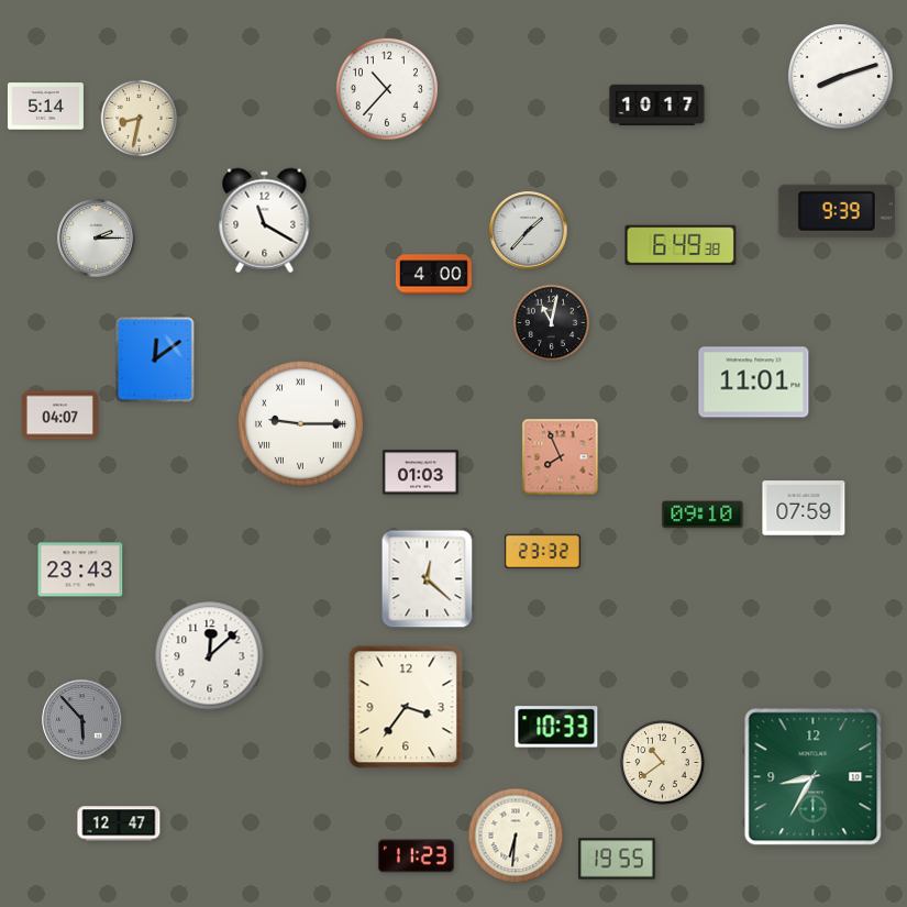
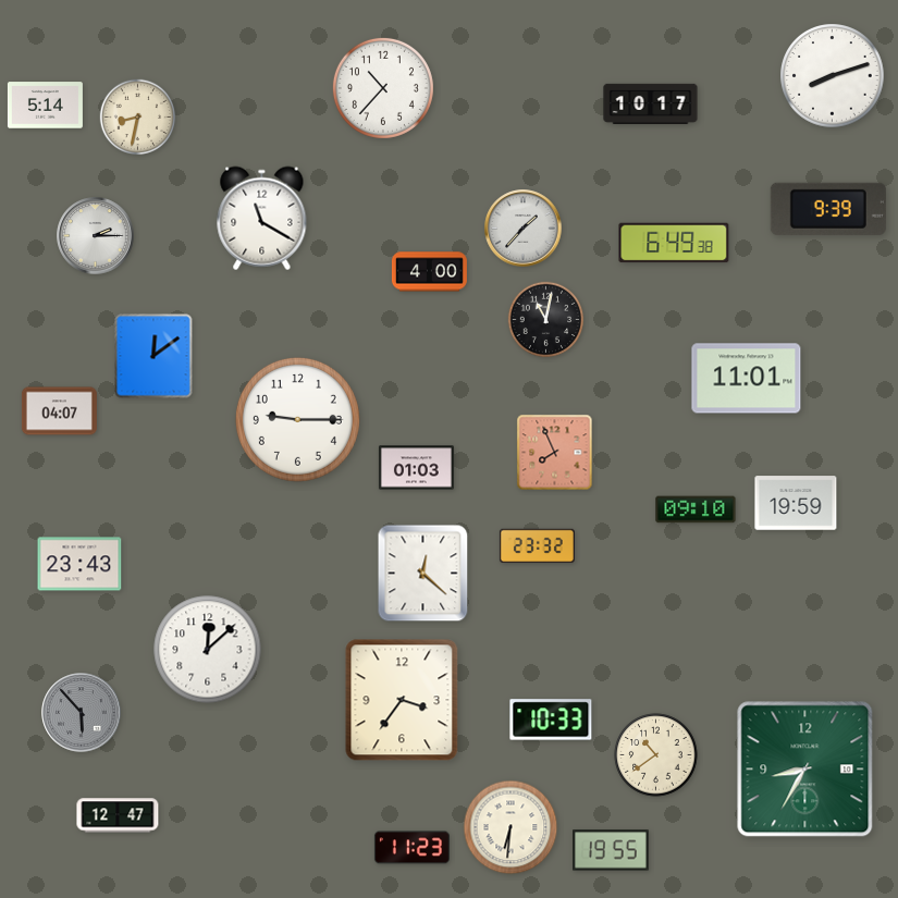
clock at (300, 423) numerals: Roman -> Arabic
clock at (804, 508): 07:59 -> 19:59
